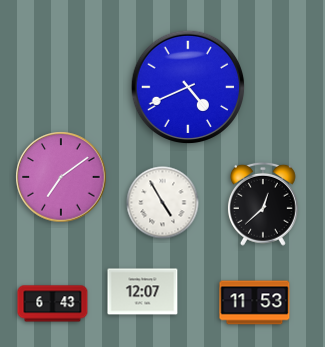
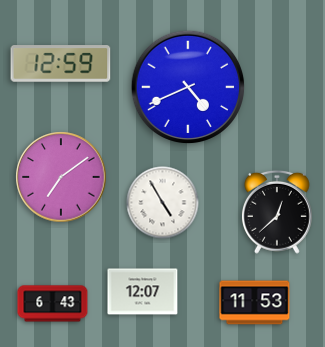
clock at (61, 64): none -> 12:59
clock at (263, 204) position: (263, 204) -> (277, 212)
